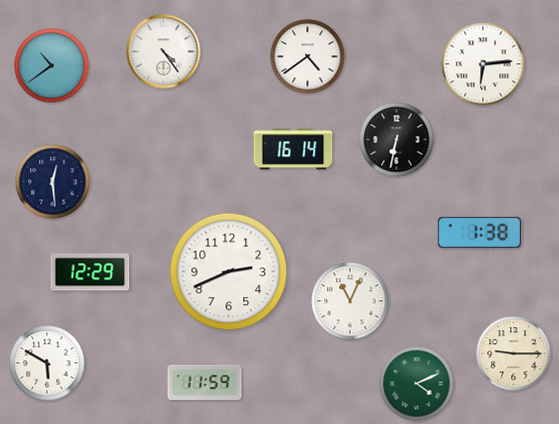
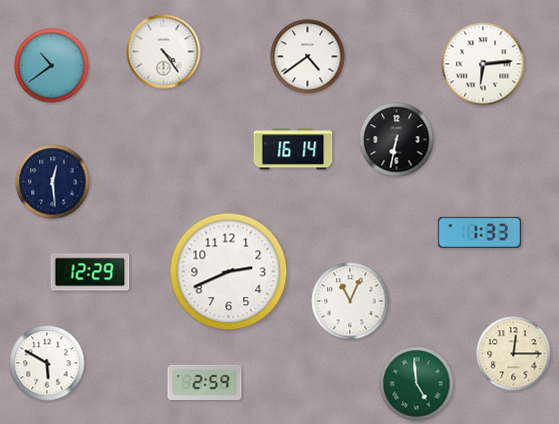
clock at (479, 232): 1:38 -> 1:33
clock at (514, 354): 9:15 -> 12:15
clock at (205, 382): 11:59 -> 2:59
clock at (417, 384): 4:11 -> 4:59
